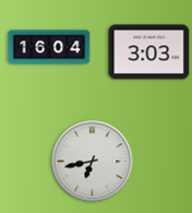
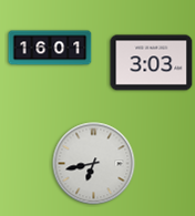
clock at (49, 47): 16:04 -> 16:01
clock at (149, 52) position: (149, 52) -> (152, 63)
